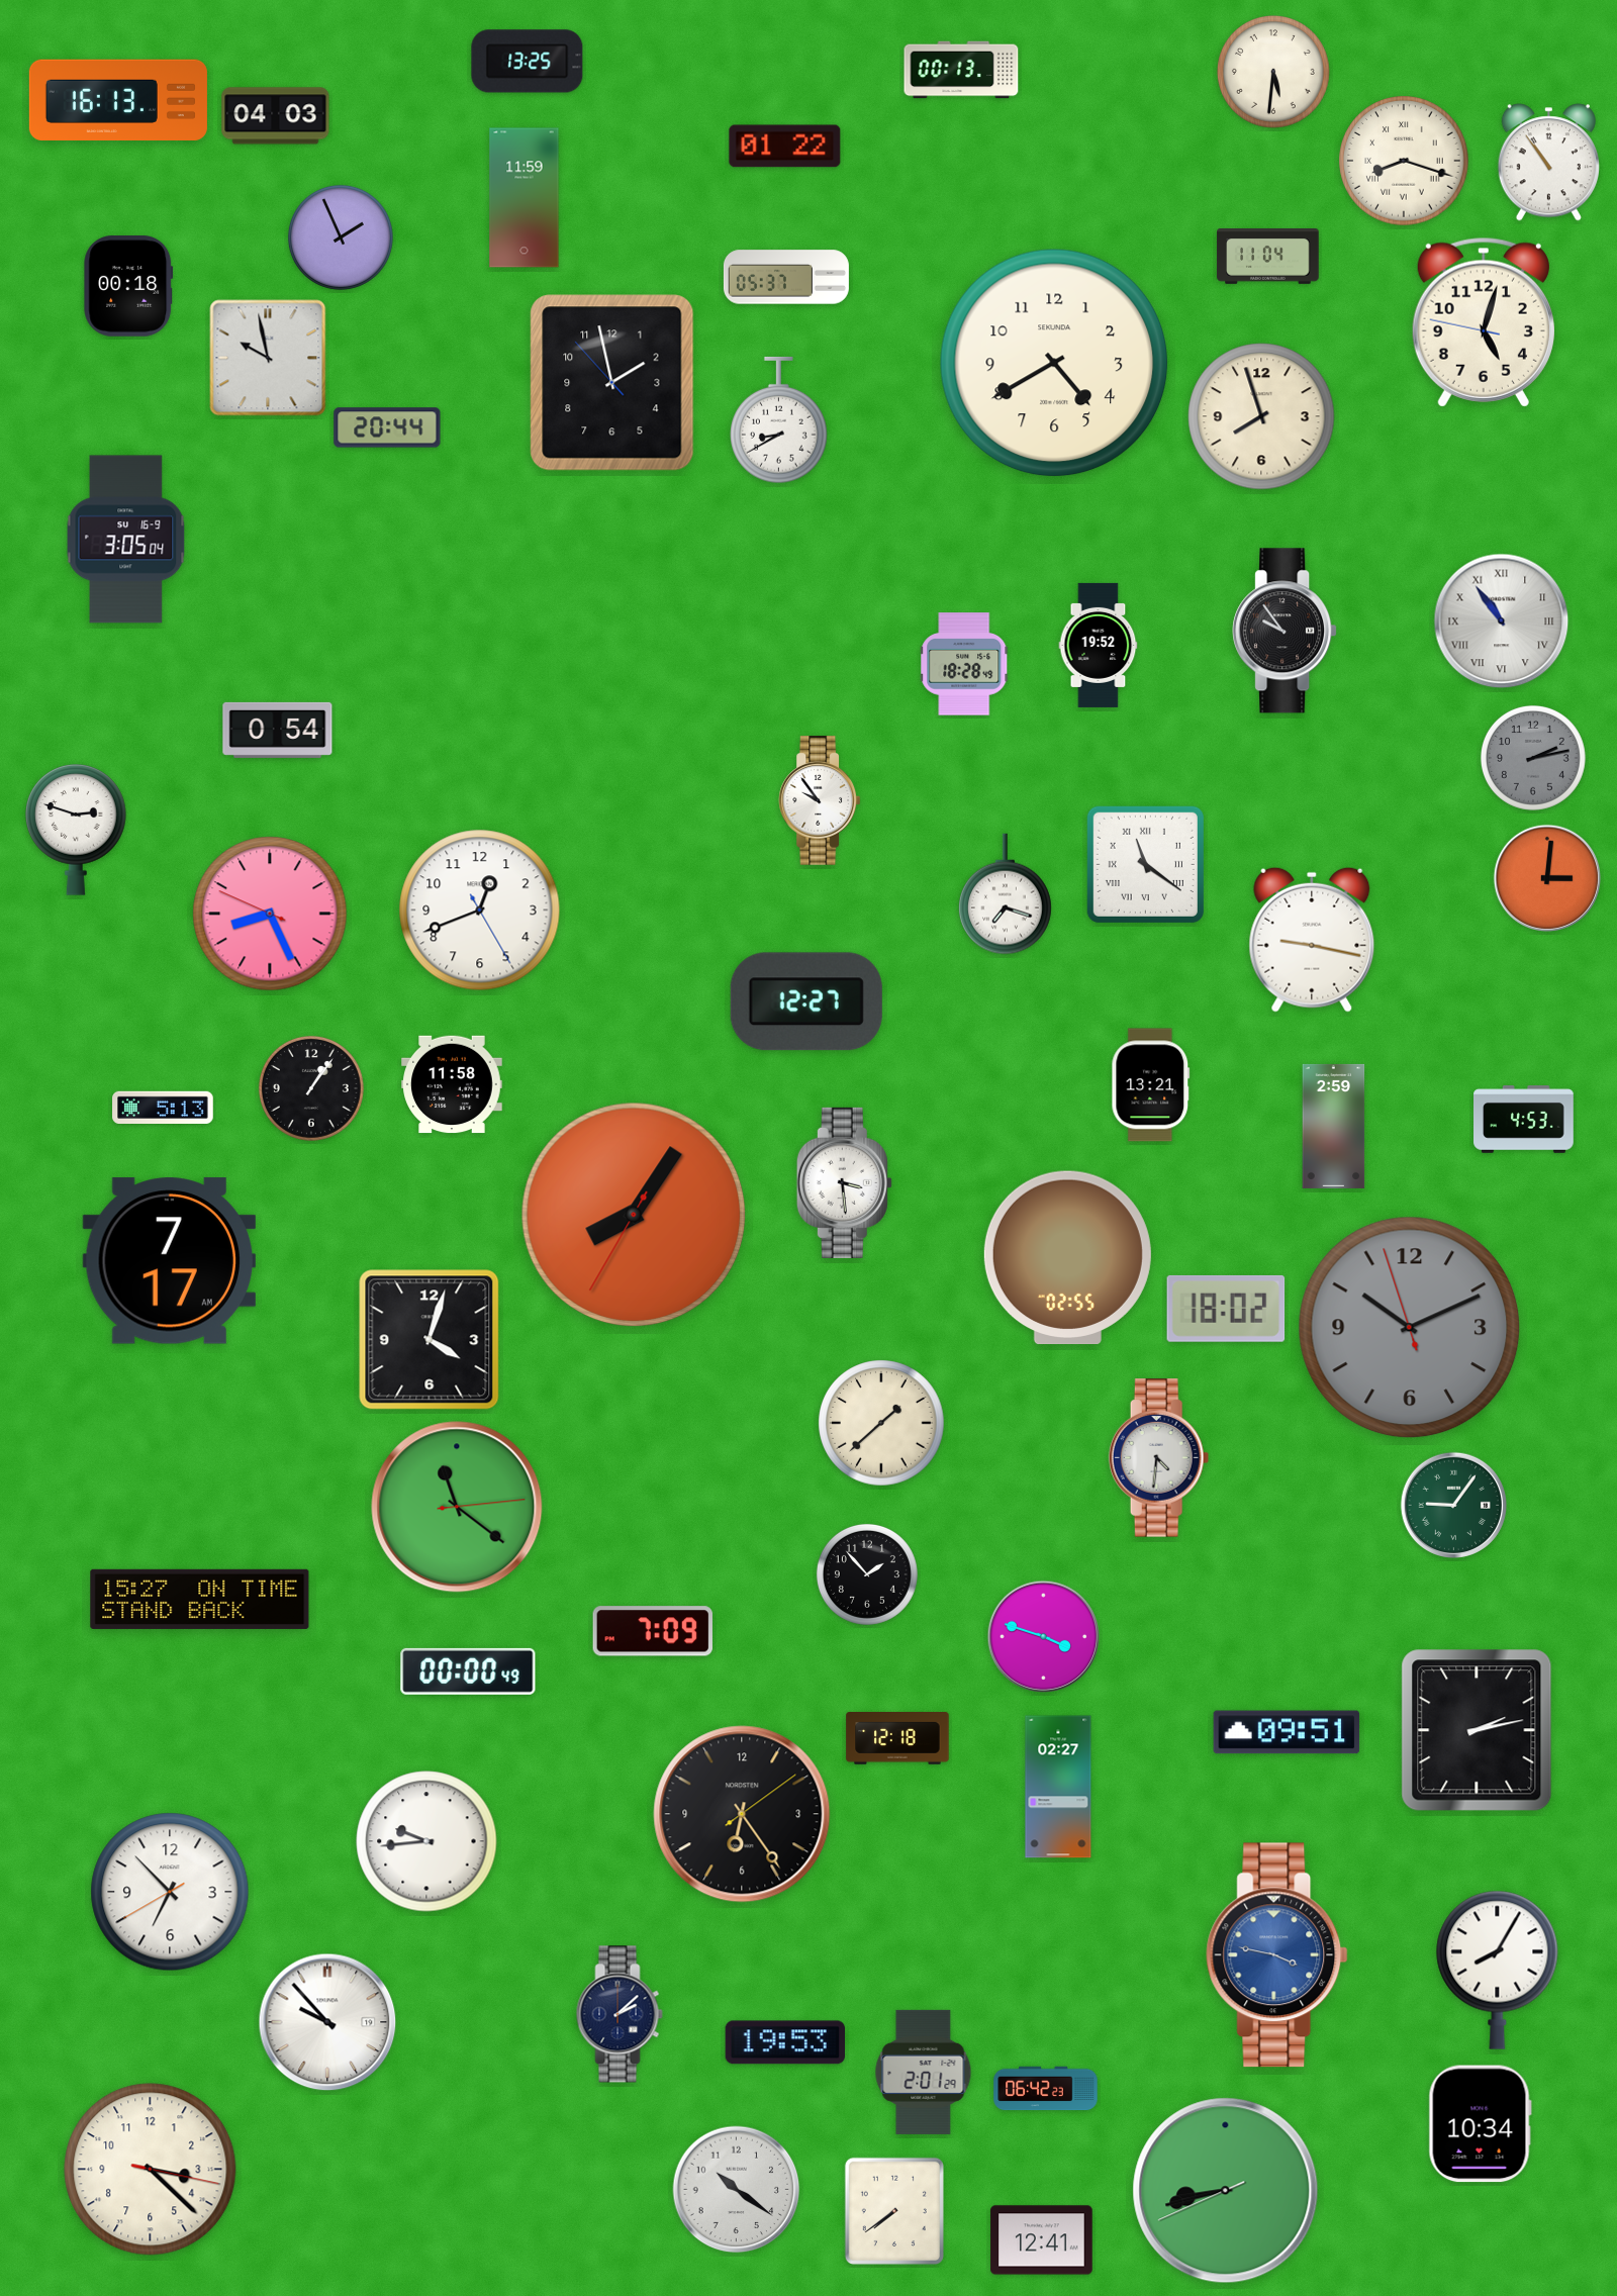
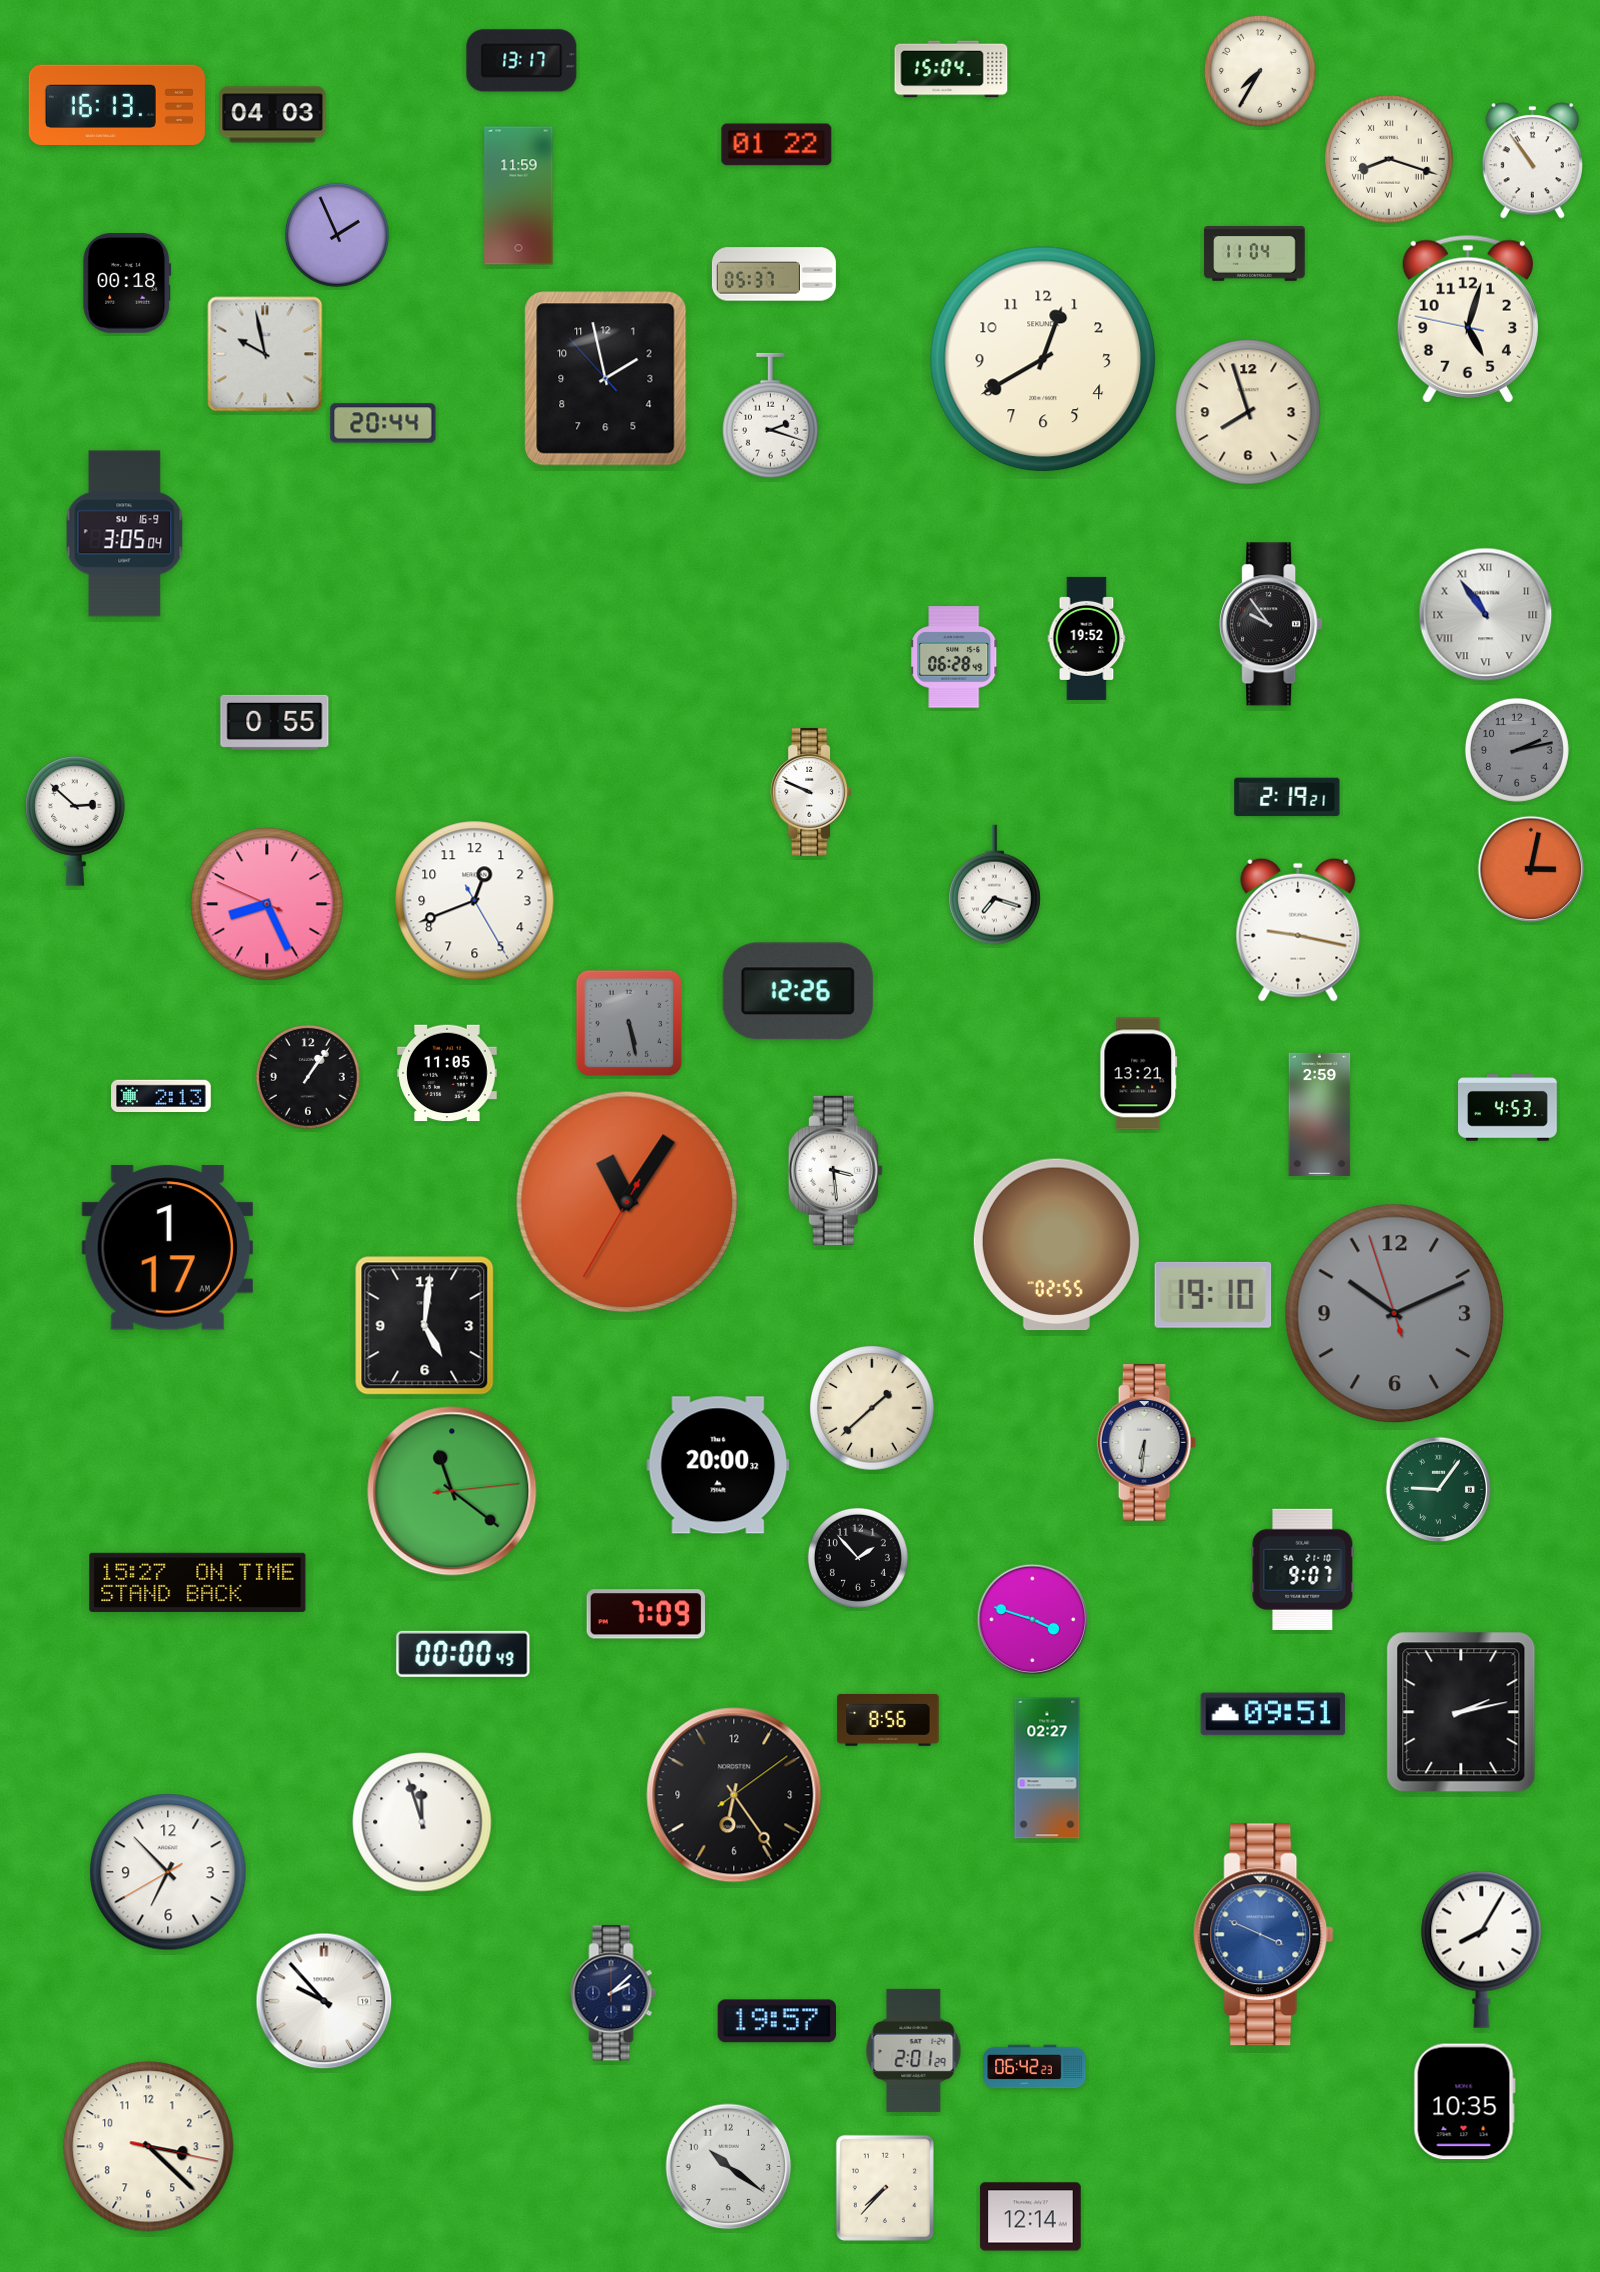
clock at (528, 62): 13:25 -> 13:17
clock at (961, 70): 00:13 -> 15:04
clock at (1274, 73): 5:31 -> 7:35
clock at (118, 99) position: (118, 99) -> (117, 104)
clock at (786, 277) position: (786, 277) -> (774, 274)
clock at (1054, 363): 4:40 -> 12:40
clock at (779, 420): 8:40 -> 2:18
clock at (965, 664): 18:28 -> 06:28
clock at (278, 730): 0:54 -> 0:55
clock at (820, 800): 9:54 -> 9:49
clock at (1287, 797): none -> 2:19
clock at (76, 830): 2:48 -> 2:52
clock at (1145, 864): 11:21 -> none
clock at (1546, 877): 3:01 -> 3:02
clock at (806, 1001): 12:27 -> 12:26
clock at (629, 1023): none -> 5:28
clock at (452, 1084): 11:58 -> 11:05
clock at (163, 1107): 5:13 -> 2:13
clock at (634, 1215): 8:05 -> 11:05
clock at (169, 1261): 7:17 -> 1:17
clock at (1226, 1309): 18:02 -> 19:10
clock at (430, 1340): 4:03 -> 5:01
clock at (1159, 1458): 4:31 -> 6:31
clock at (718, 1465): none -> 20:00
clock at (1303, 1569): none -> 9:07
clock at (897, 1739): 12:18 -> 8:56
clock at (426, 1841): 9:44 -> 11:57
clock at (1277, 1955): 3:47 -> 3:49
clock at (784, 2042): 19:53 -> 19:57
clock at (1480, 2124): 10:34 -> 10:35
clock at (1226, 2191): 8:42 -> none
clock at (894, 2211): 7:39 -> 7:37
clock at (1042, 2240): 12:41 -> 12:14
